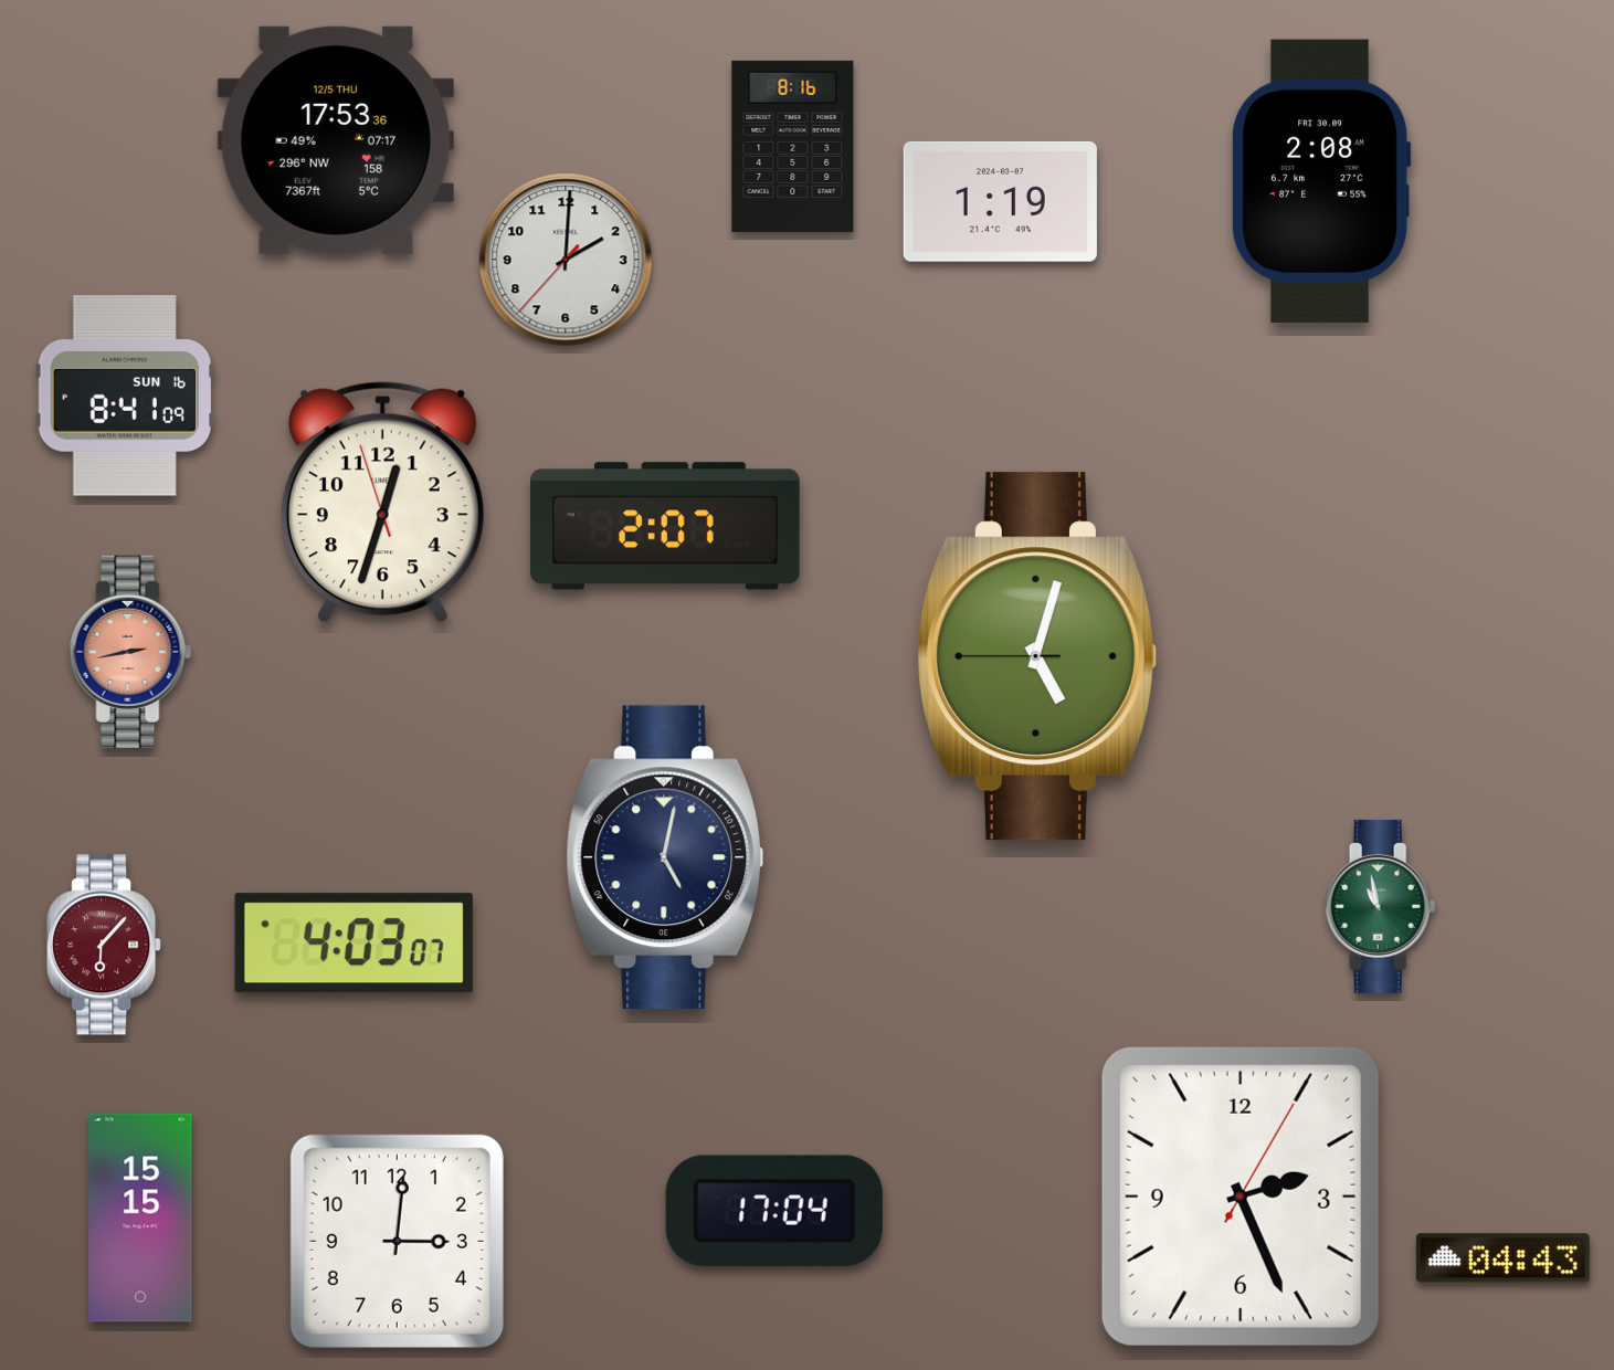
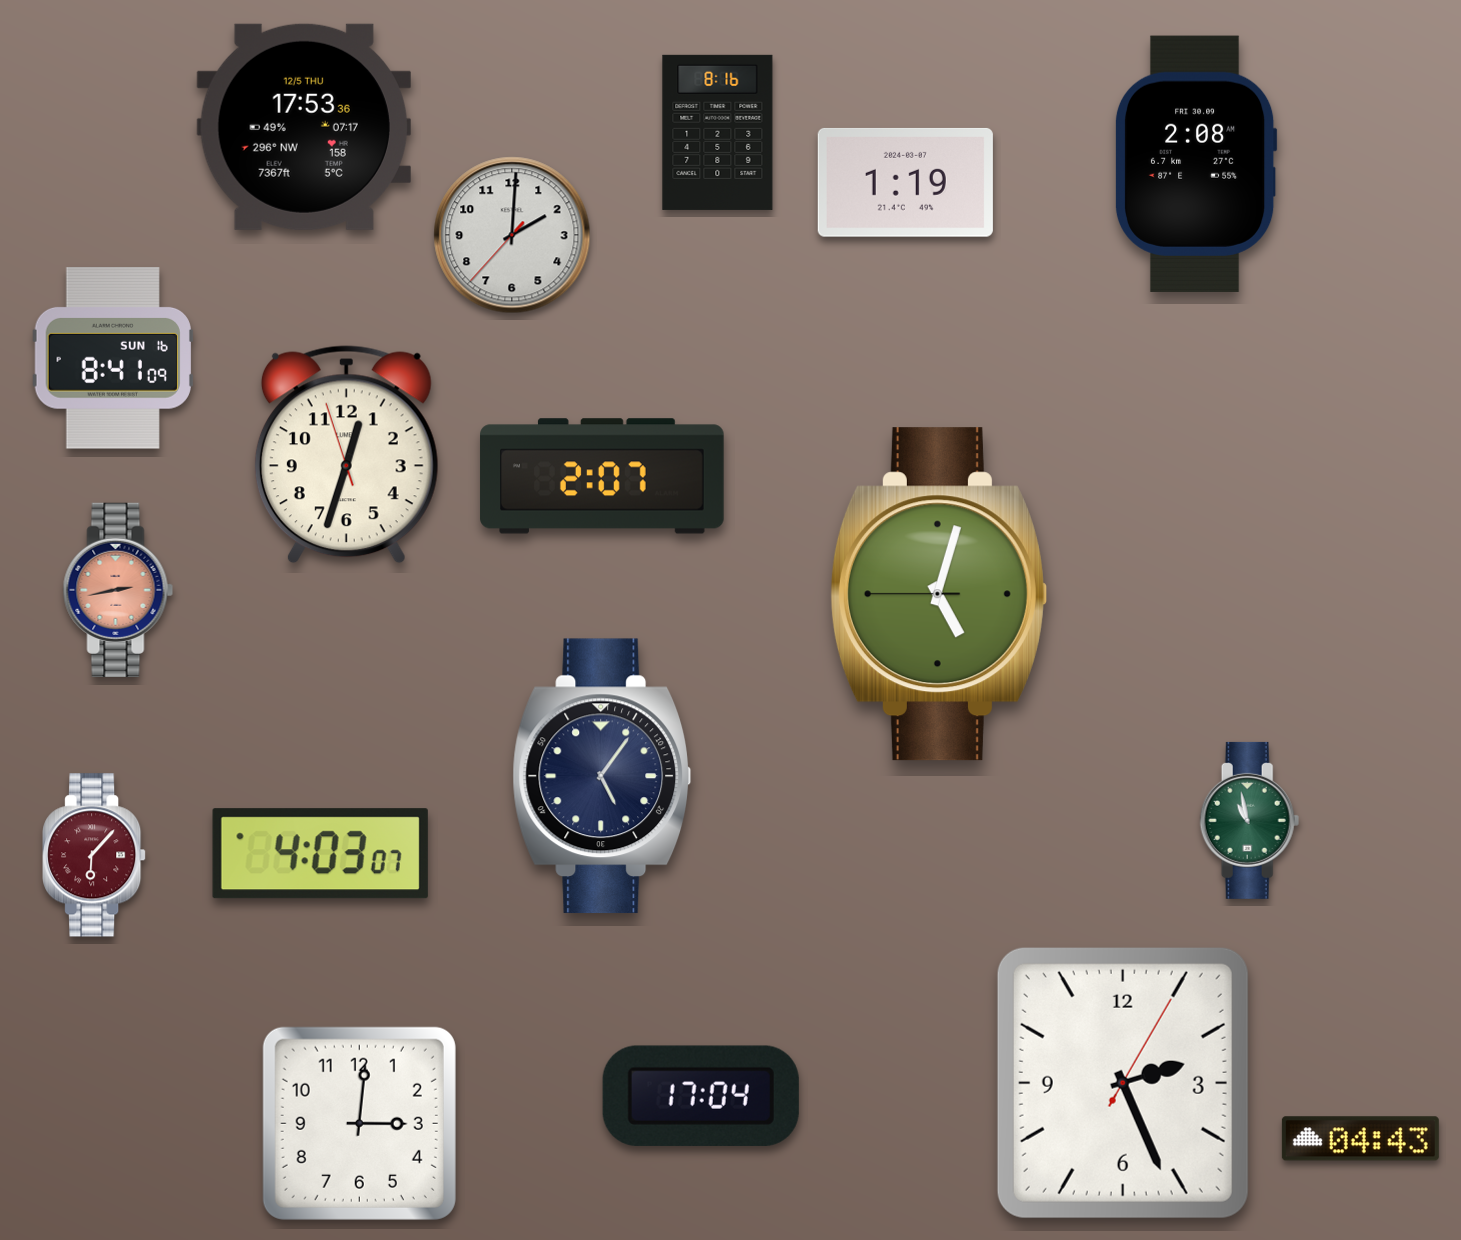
clock at (665, 857): 5:02 -> 5:06
clock at (140, 1218): 15:15 -> none
